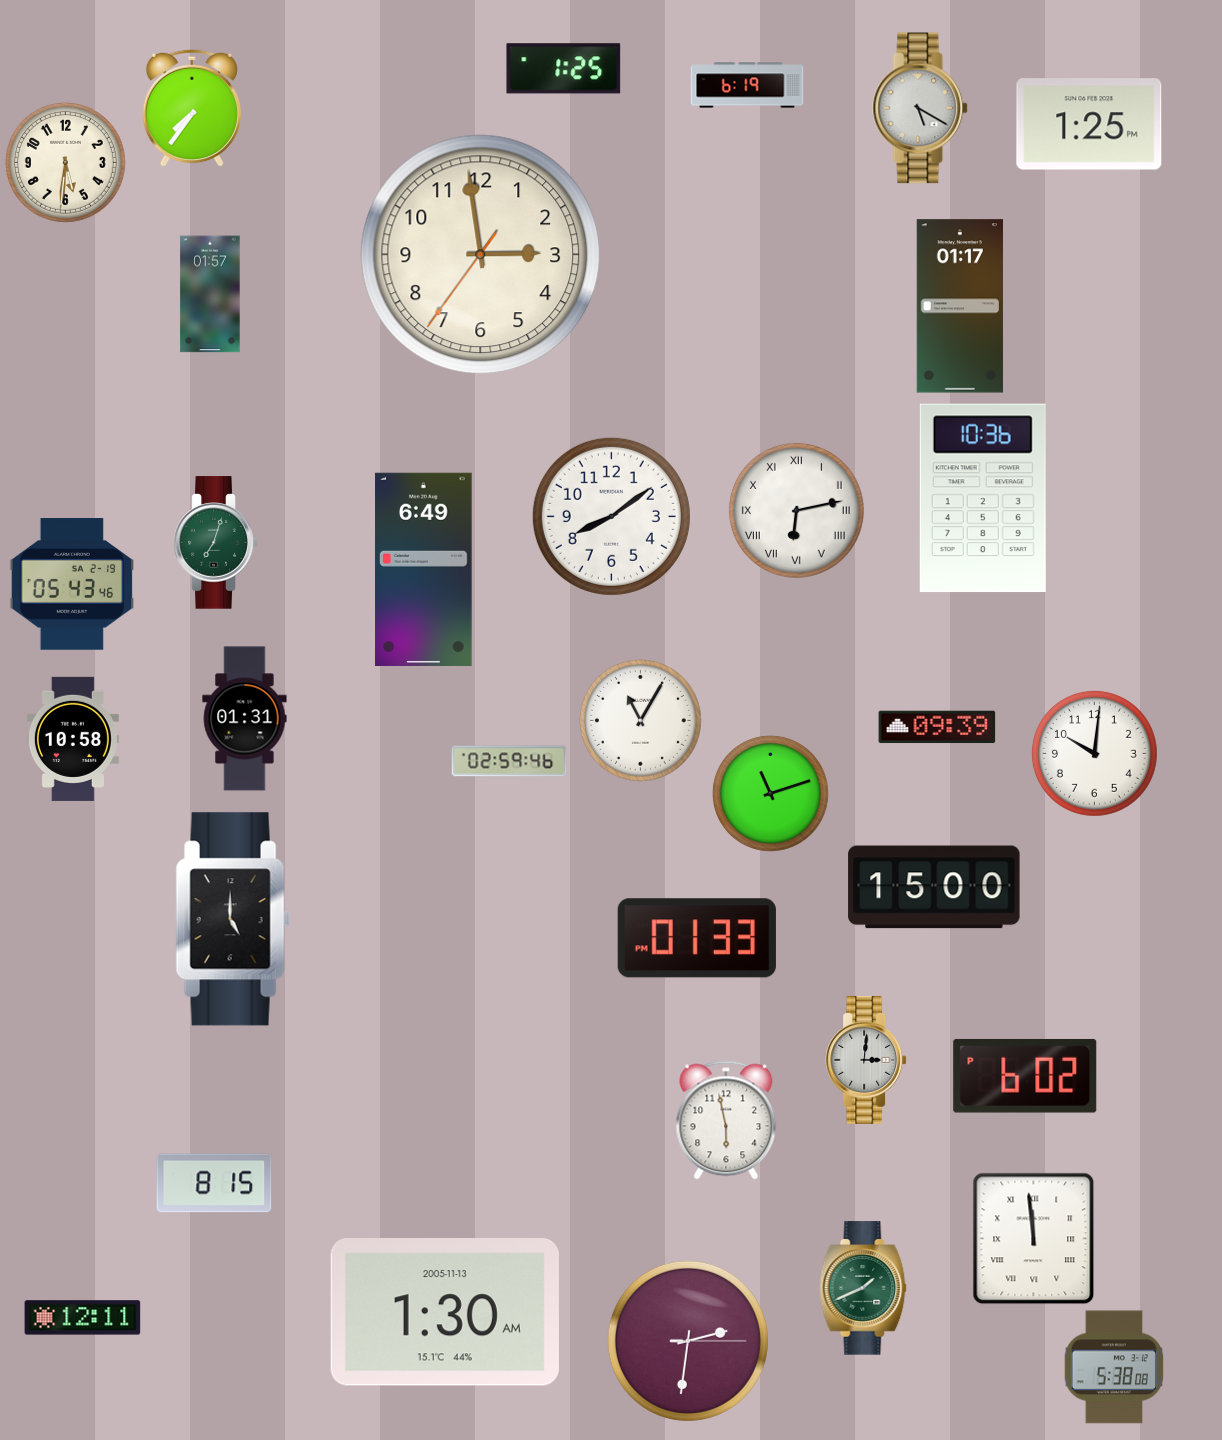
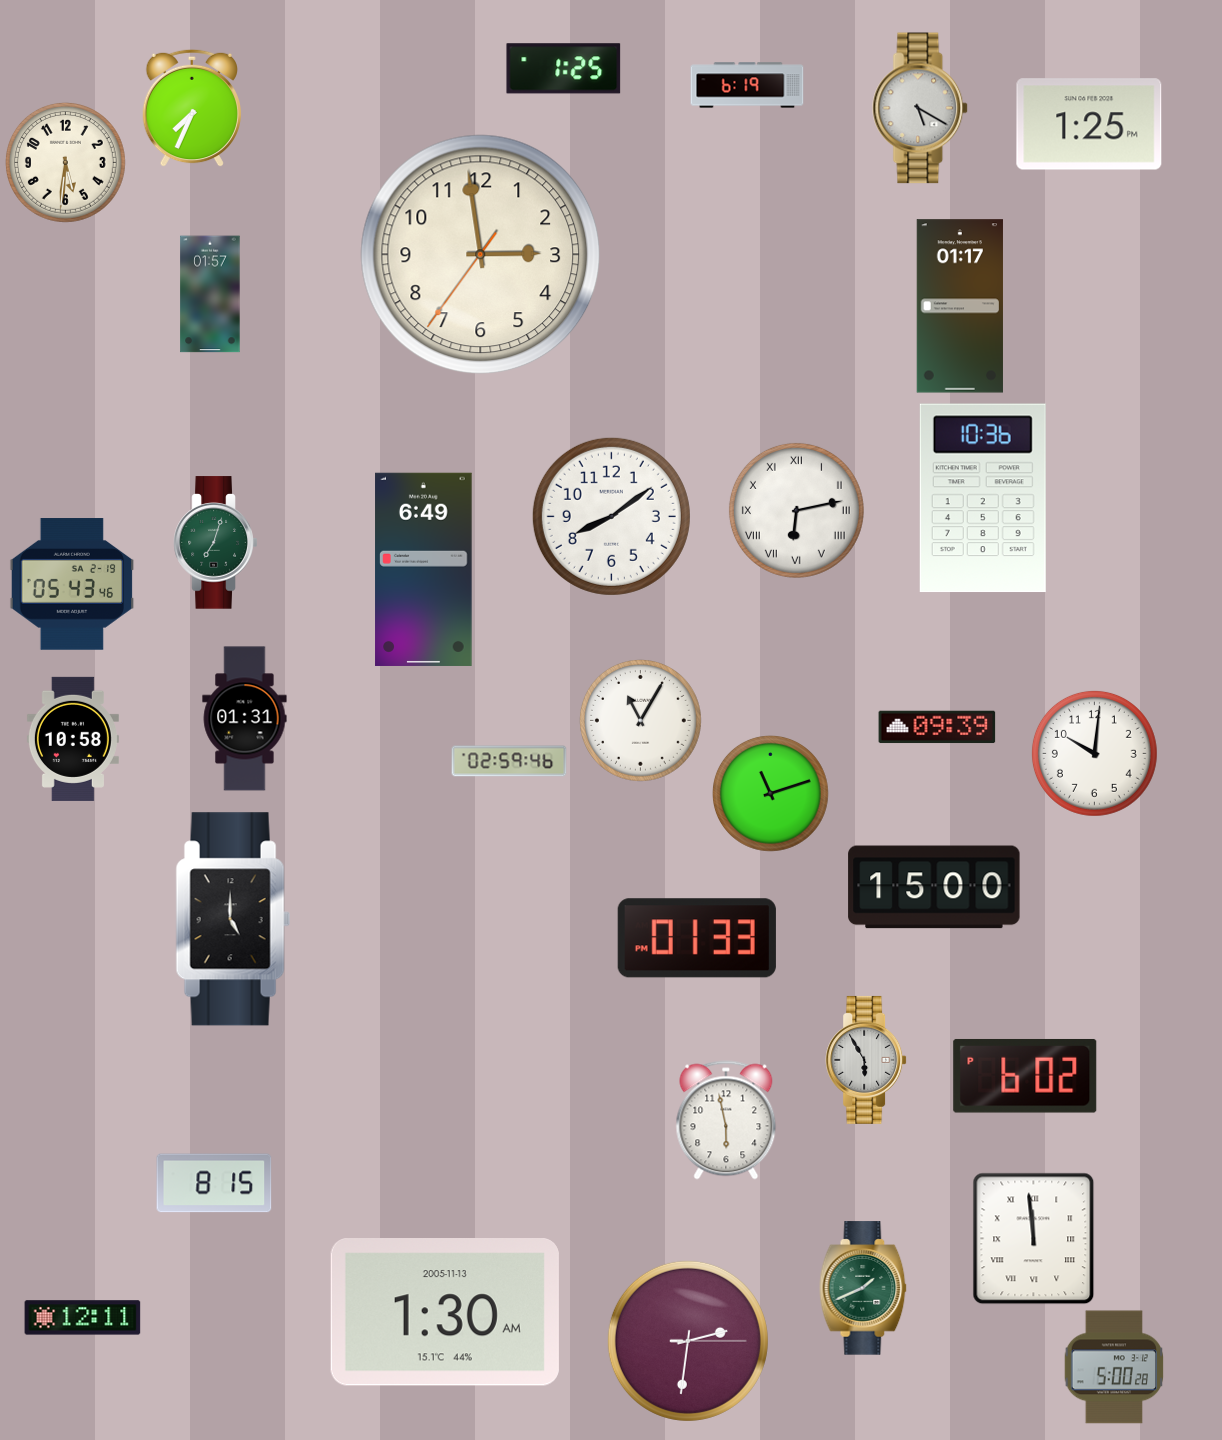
clock at (191, 108): 7:36 -> 7:34
clock at (866, 1060): 3:01 -> 5:55
clock at (1114, 1367): 5:38 -> 5:00
